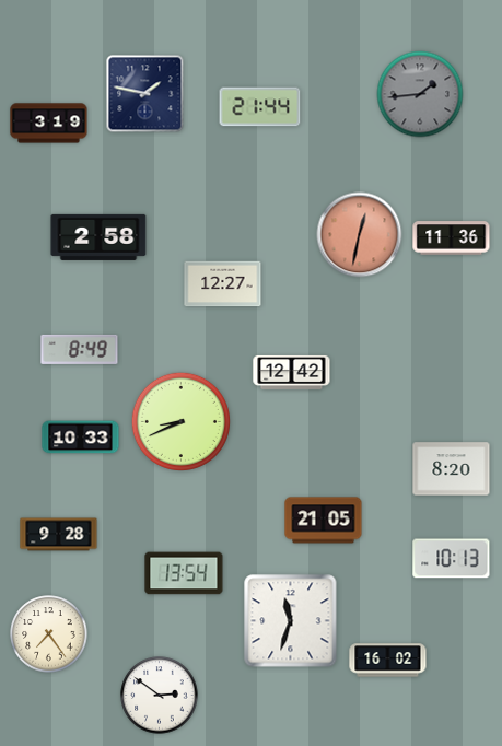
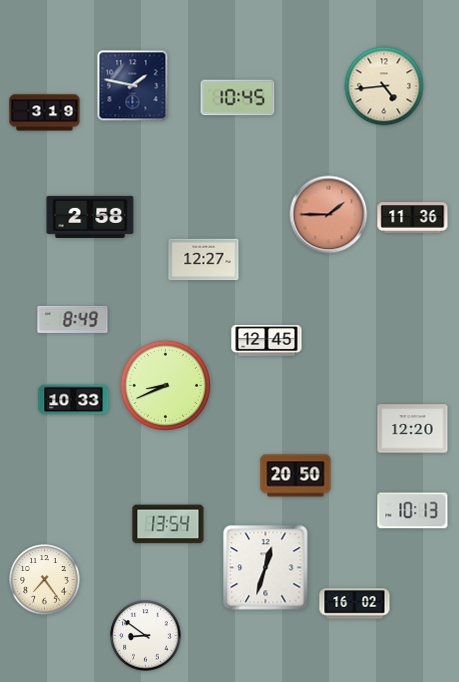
clock at (420, 94): 1:44 -> 4:44
clock at (420, 94) dial: grey -> cream
clock at (260, 107): 21:44 -> 10:45
clock at (360, 235): 12:32 -> 1:45
clock at (292, 372): 12:42 -> 12:45
clock at (452, 469): 8:20 -> 12:20
clock at (324, 521): 21:05 -> 20:50
clock at (59, 535): 9:28 -> none
clock at (291, 621): 11:33 -> 12:33
clock at (160, 696): 2:51 -> 8:51
